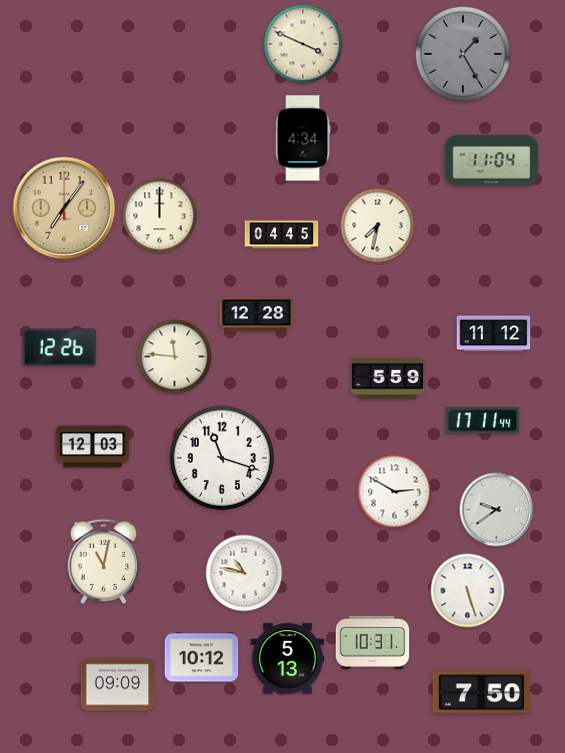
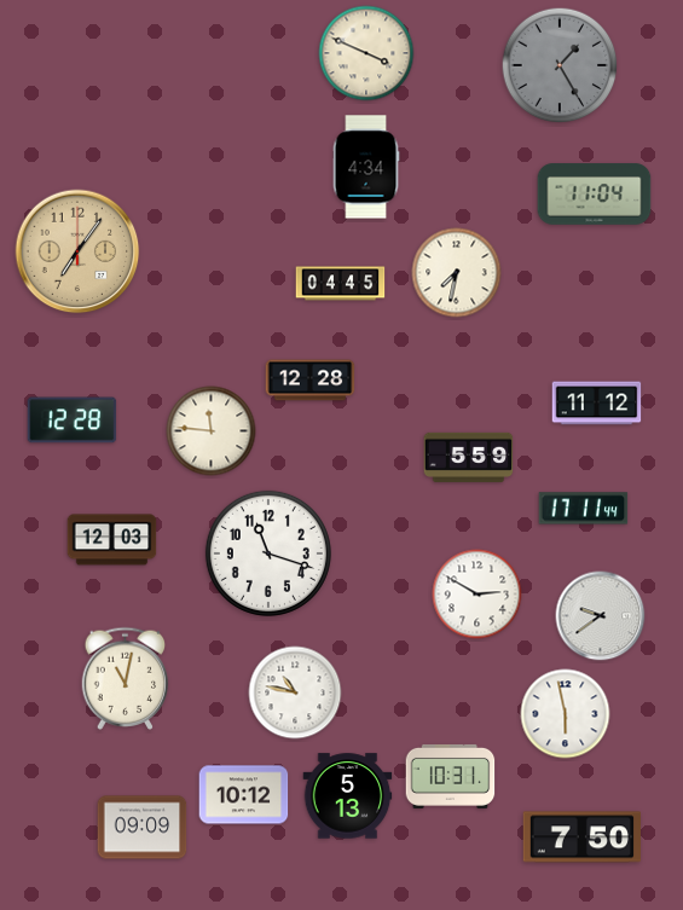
clock at (160, 216): 12:00 -> none
clock at (60, 348): 12:26 -> 12:28
clock at (468, 591): 5:27 -> 5:58
